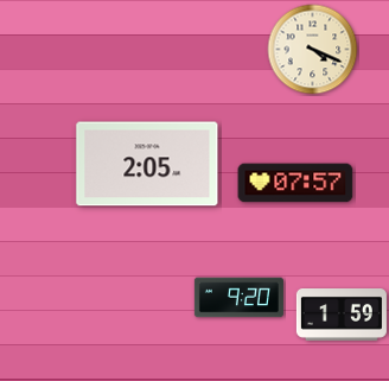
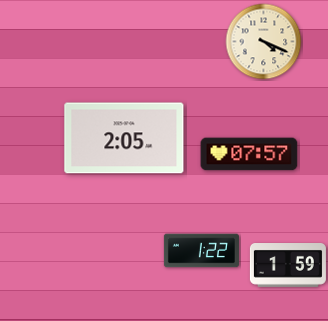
clock at (238, 298): 9:20 -> 1:22
